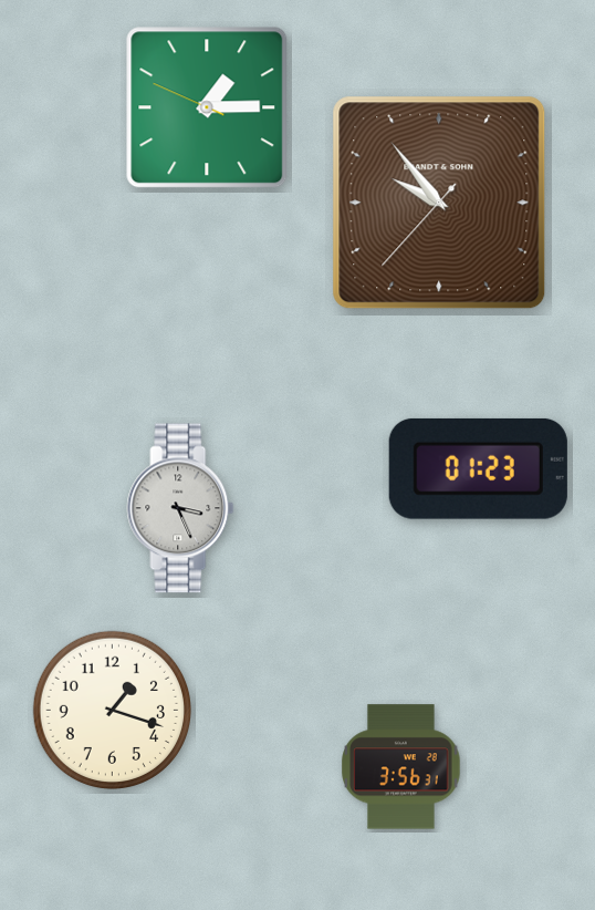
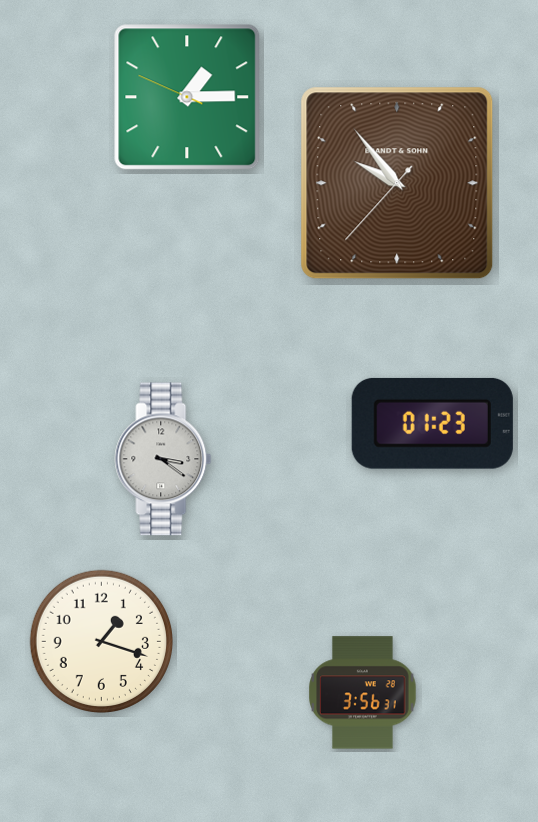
clock at (180, 508): 3:26 -> 3:21
